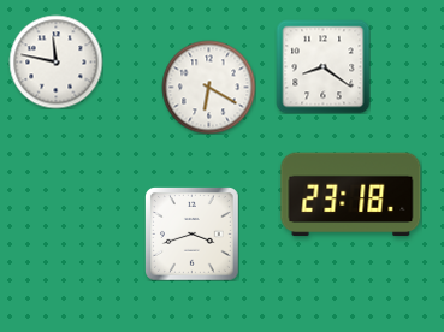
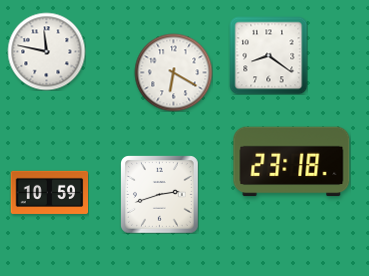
clock at (49, 192): none -> 10:59
clock at (191, 233): 3:42 -> 2:42
